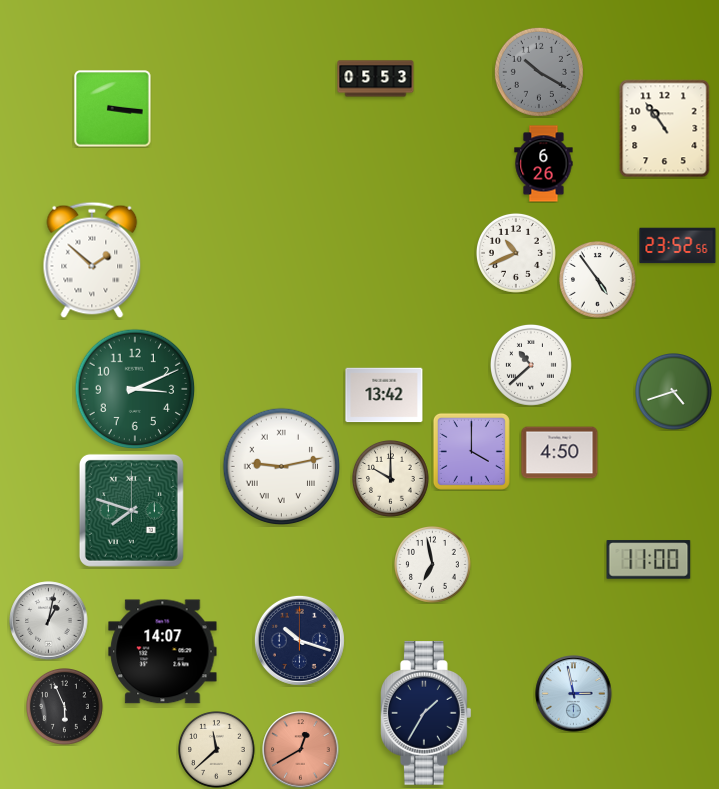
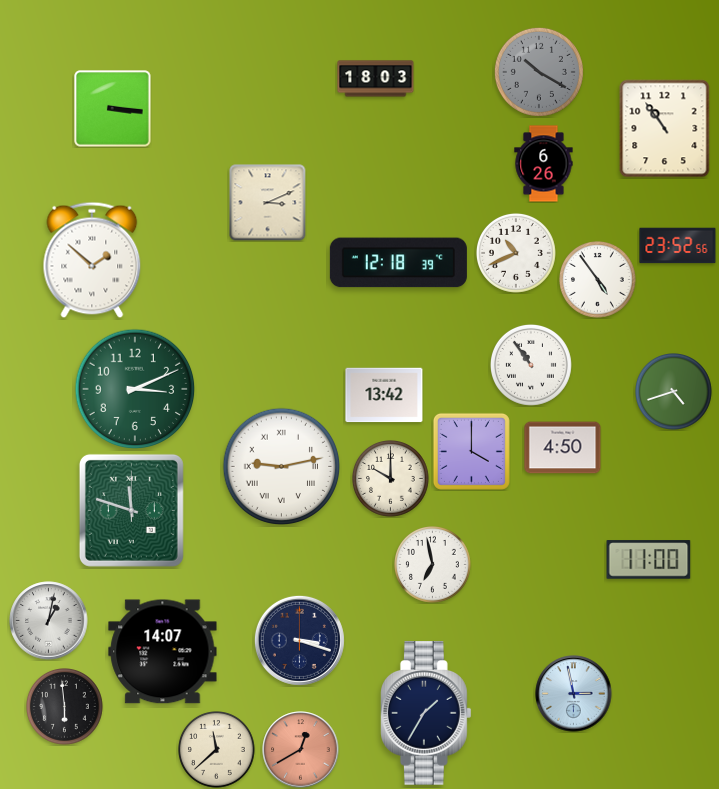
clock at (376, 79): 05:53 -> 18:03
clock at (268, 203): none -> 3:11
clock at (398, 263): none -> 12:18
clock at (531, 365): 10:38 -> 10:54
clock at (560, 453) position: (560, 453) -> (563, 448)
clock at (131, 510): 7:48 -> 11:48
clock at (299, 640): 10:18 -> 3:18
clock at (65, 707): 5:56 -> 5:59
